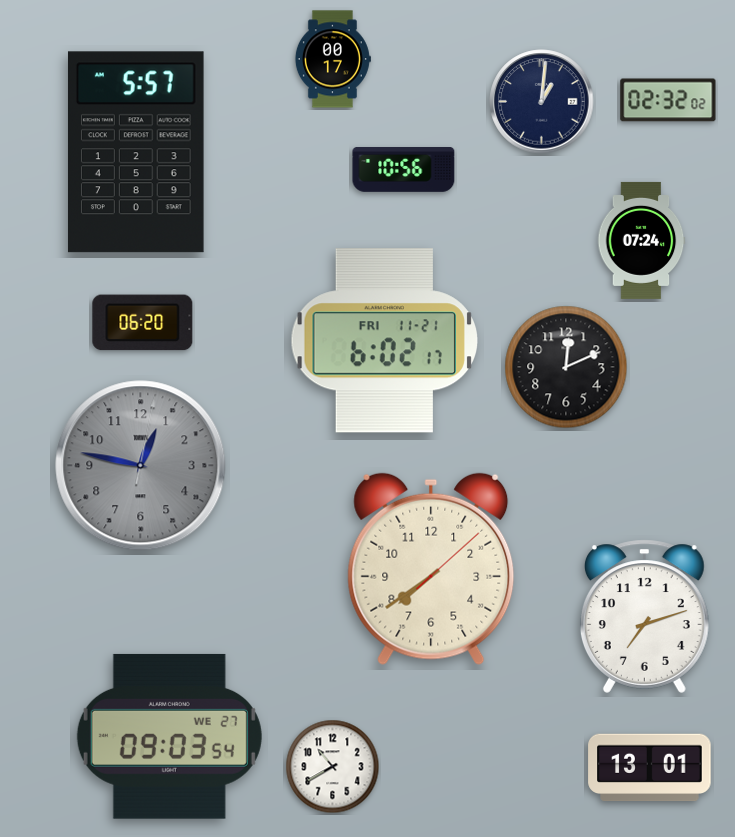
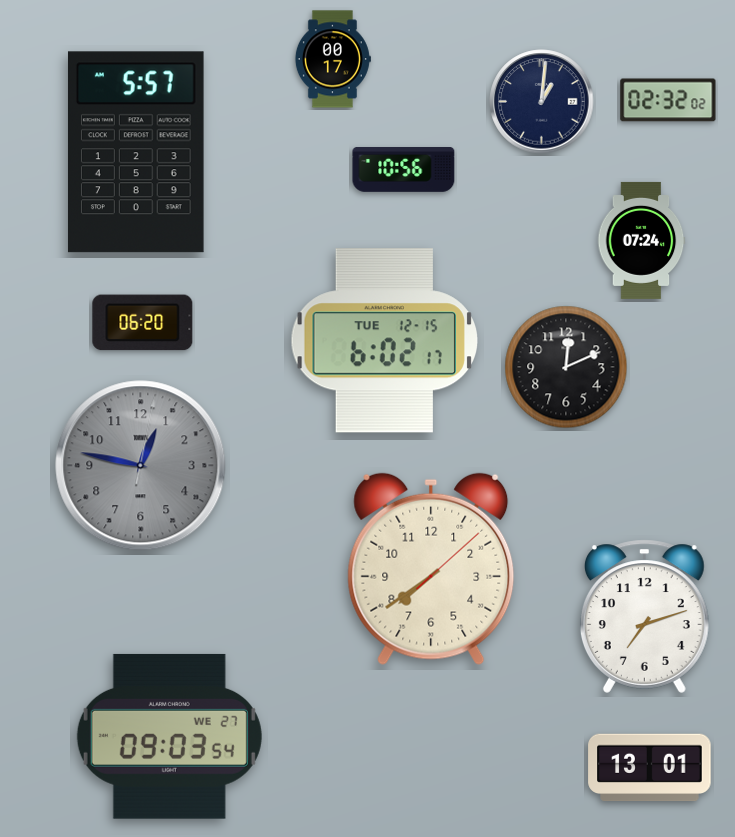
clock at (384, 341) date: FRI 11-21 -> TUE 12-15
clock at (333, 767): 10:40 -> none
